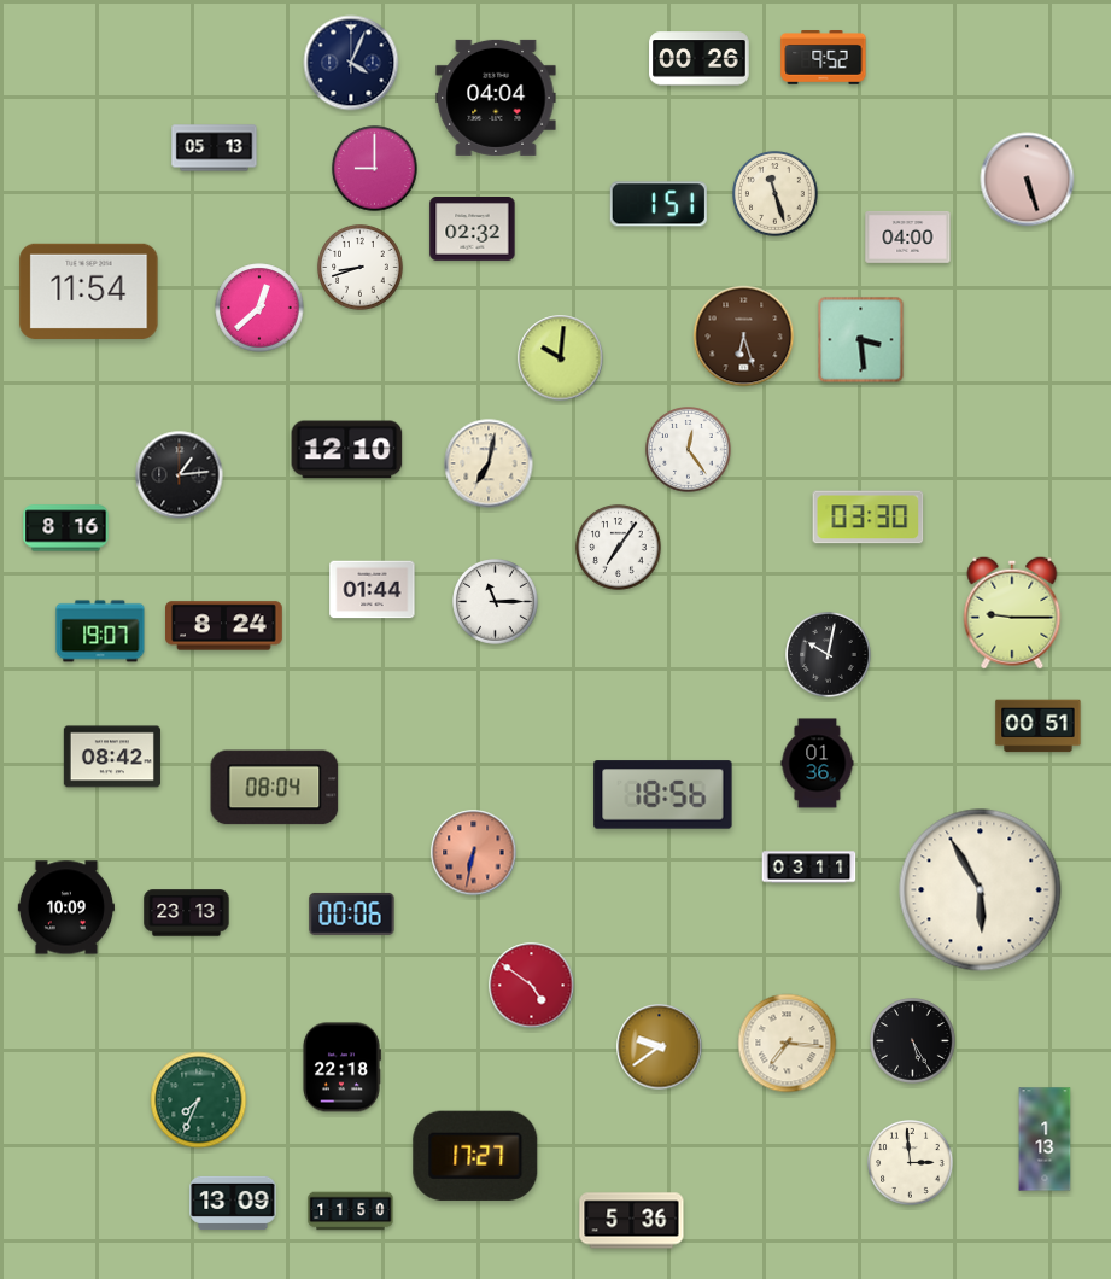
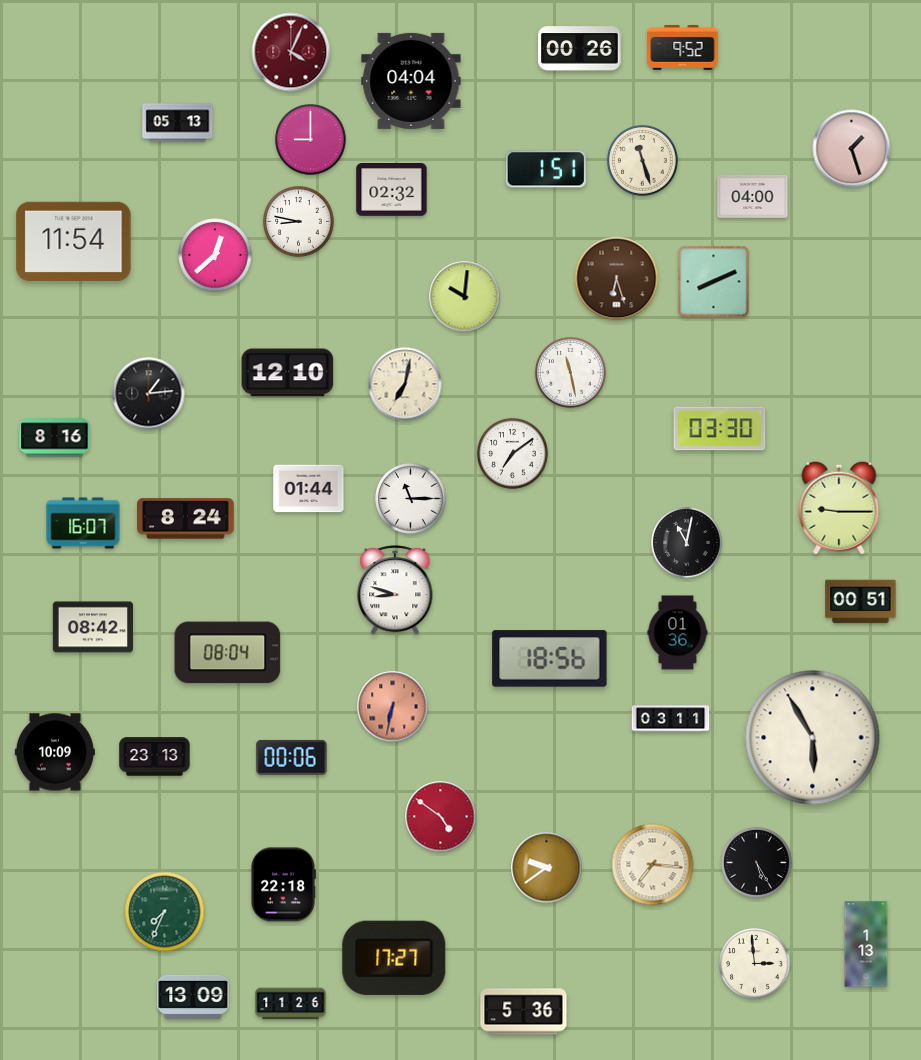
clock at (351, 63) dial: navy -> burgundy
clock at (1028, 180): 5:27 -> 1:27
clock at (361, 268): 8:42 -> 8:47
clock at (861, 340): 3:29 -> 8:11
clock at (689, 450): 12:24 -> 11:28
clock at (619, 548): 7:06 -> 7:09
clock at (100, 631): 19:07 -> 16:07
clock at (829, 655): 10:02 -> 11:02
clock at (395, 591): none -> 8:48
clock at (351, 1211): 11:50 -> 11:26
